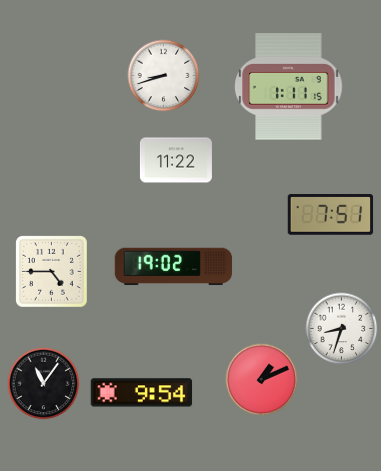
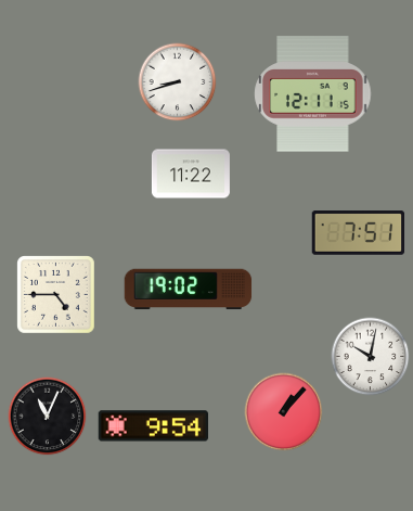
clock at (289, 87): 1:11 -> 12:11
clock at (342, 329): 8:33 -> 10:02
clock at (262, 380): 1:11 -> 1:07
clock at (44, 384): 11:06 -> 11:04
